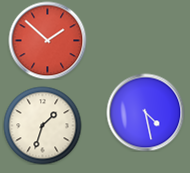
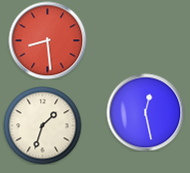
clock at (47, 40): 1:52 -> 8:29
clock at (145, 112): 4:28 -> 12:28
